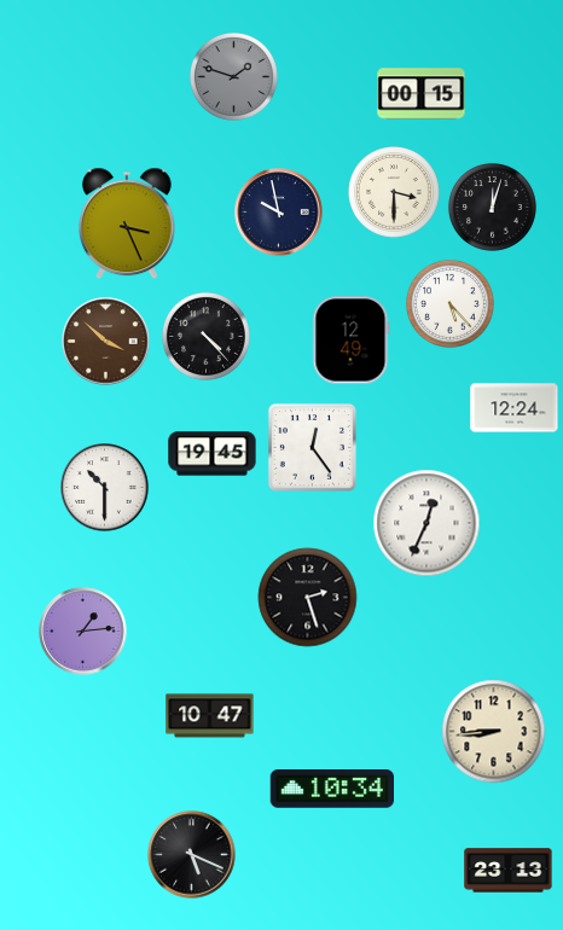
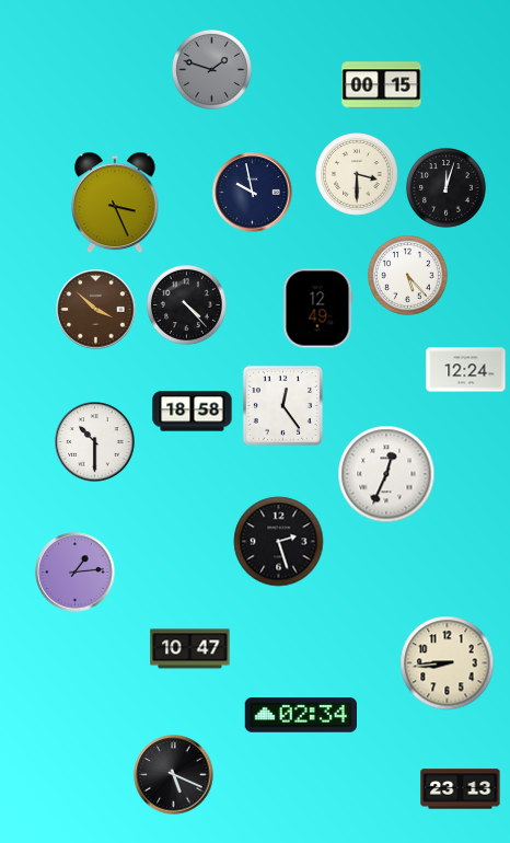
clock at (213, 454): 19:45 -> 18:58
clock at (331, 790): 10:34 -> 02:34
